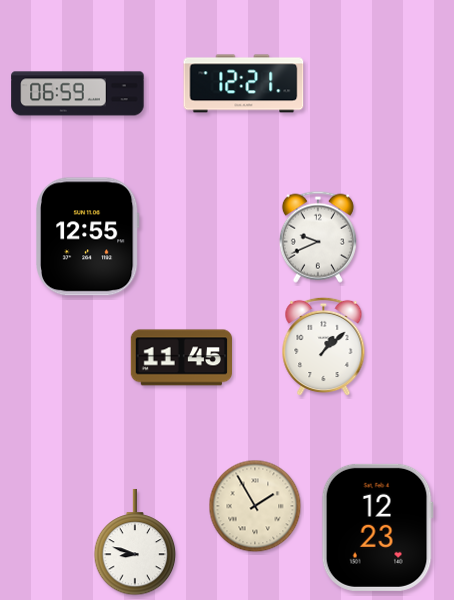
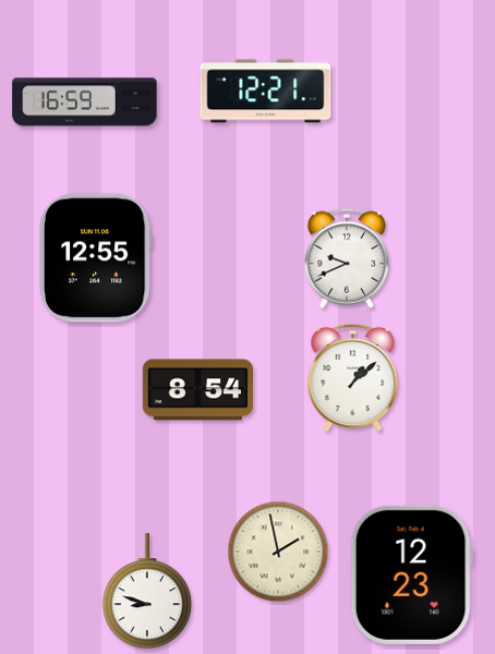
clock at (78, 94): 06:59 -> 16:59
clock at (181, 358): 11:45 -> 8:54
clock at (255, 506): 1:55 -> 1:58
